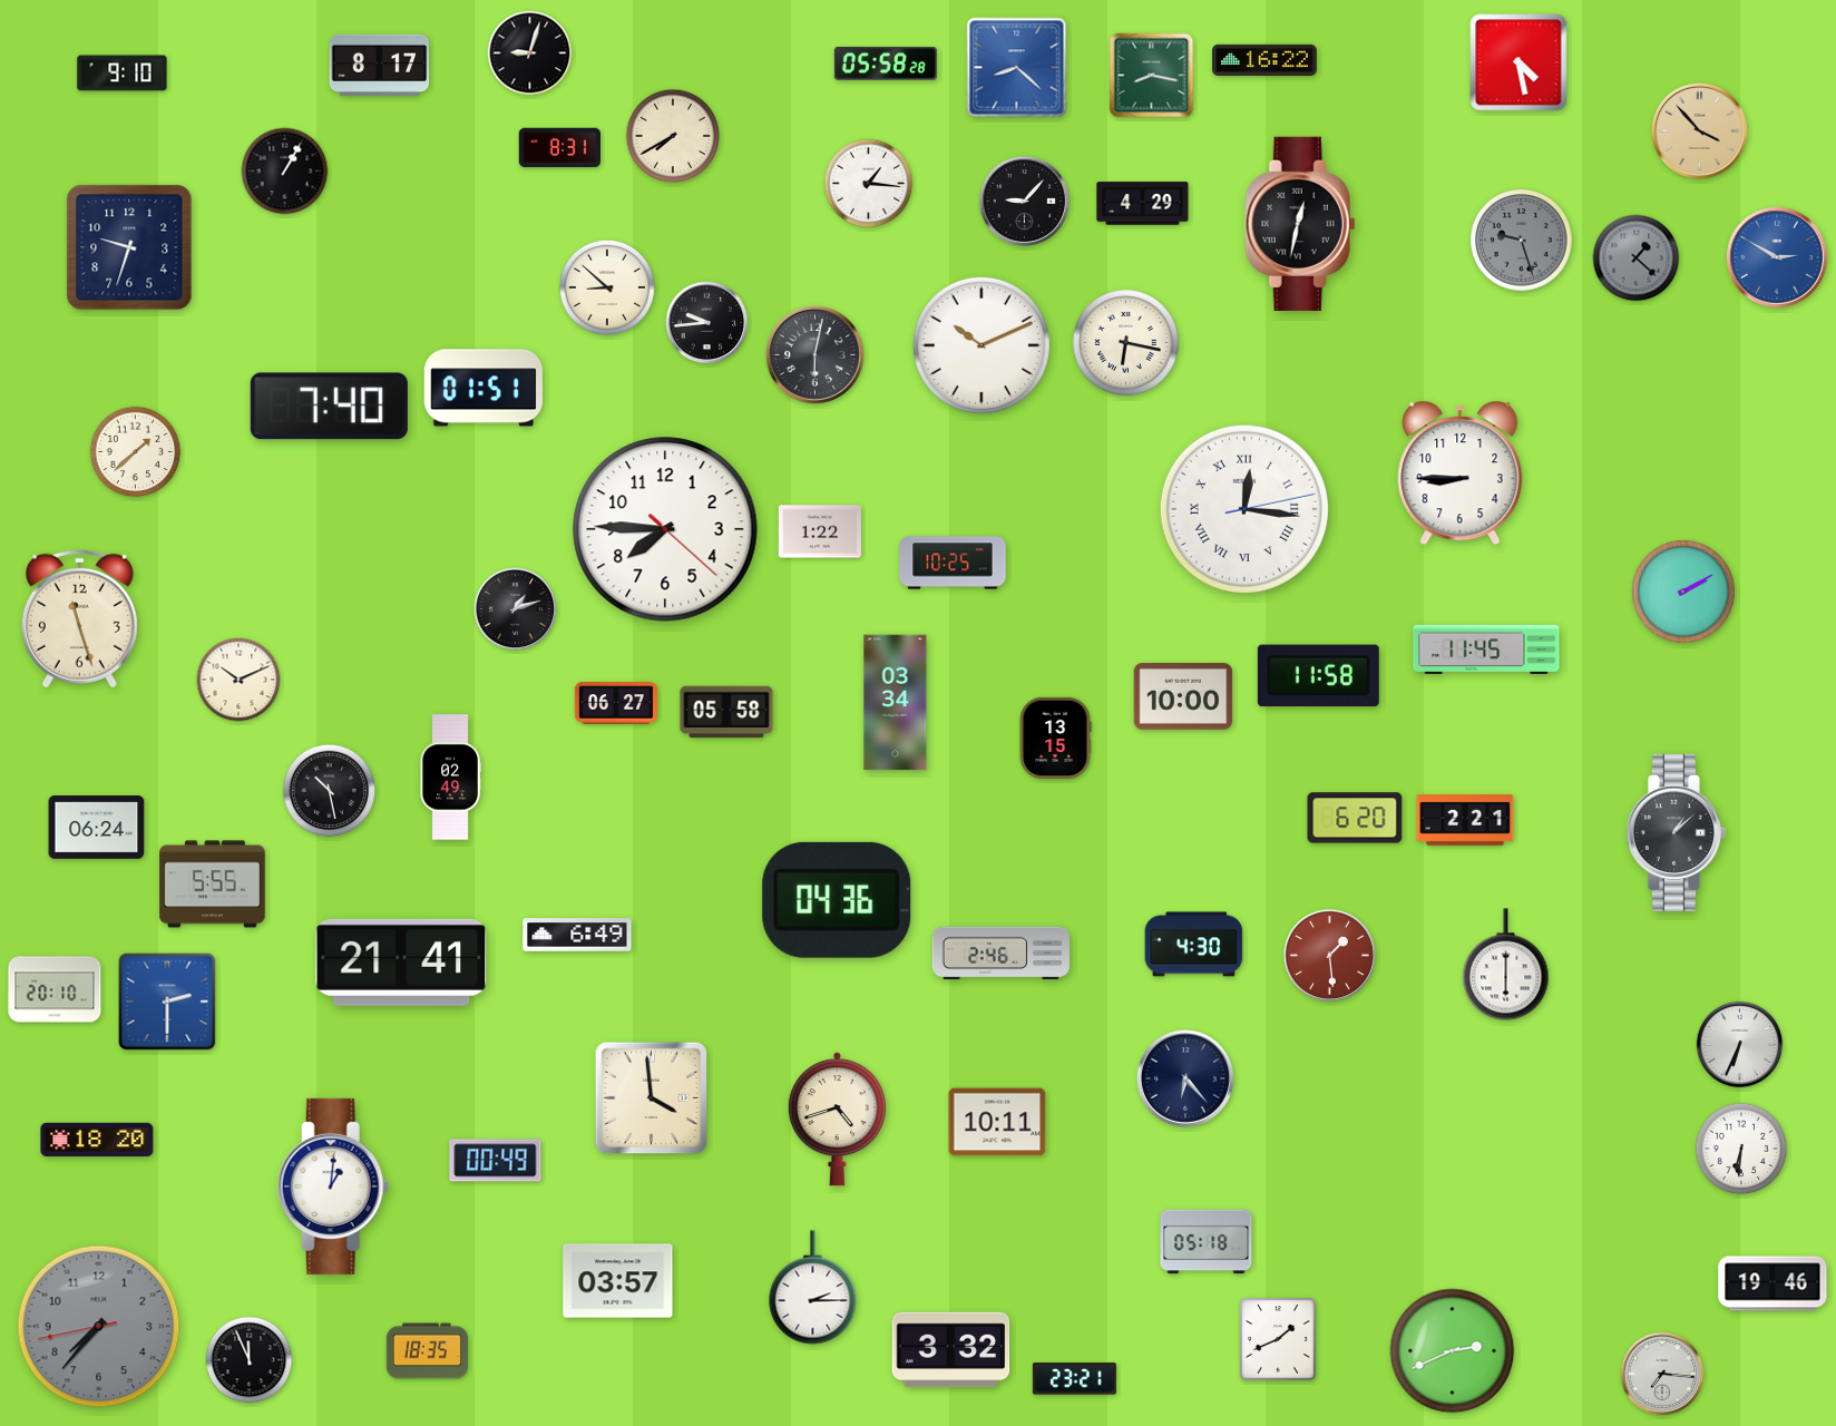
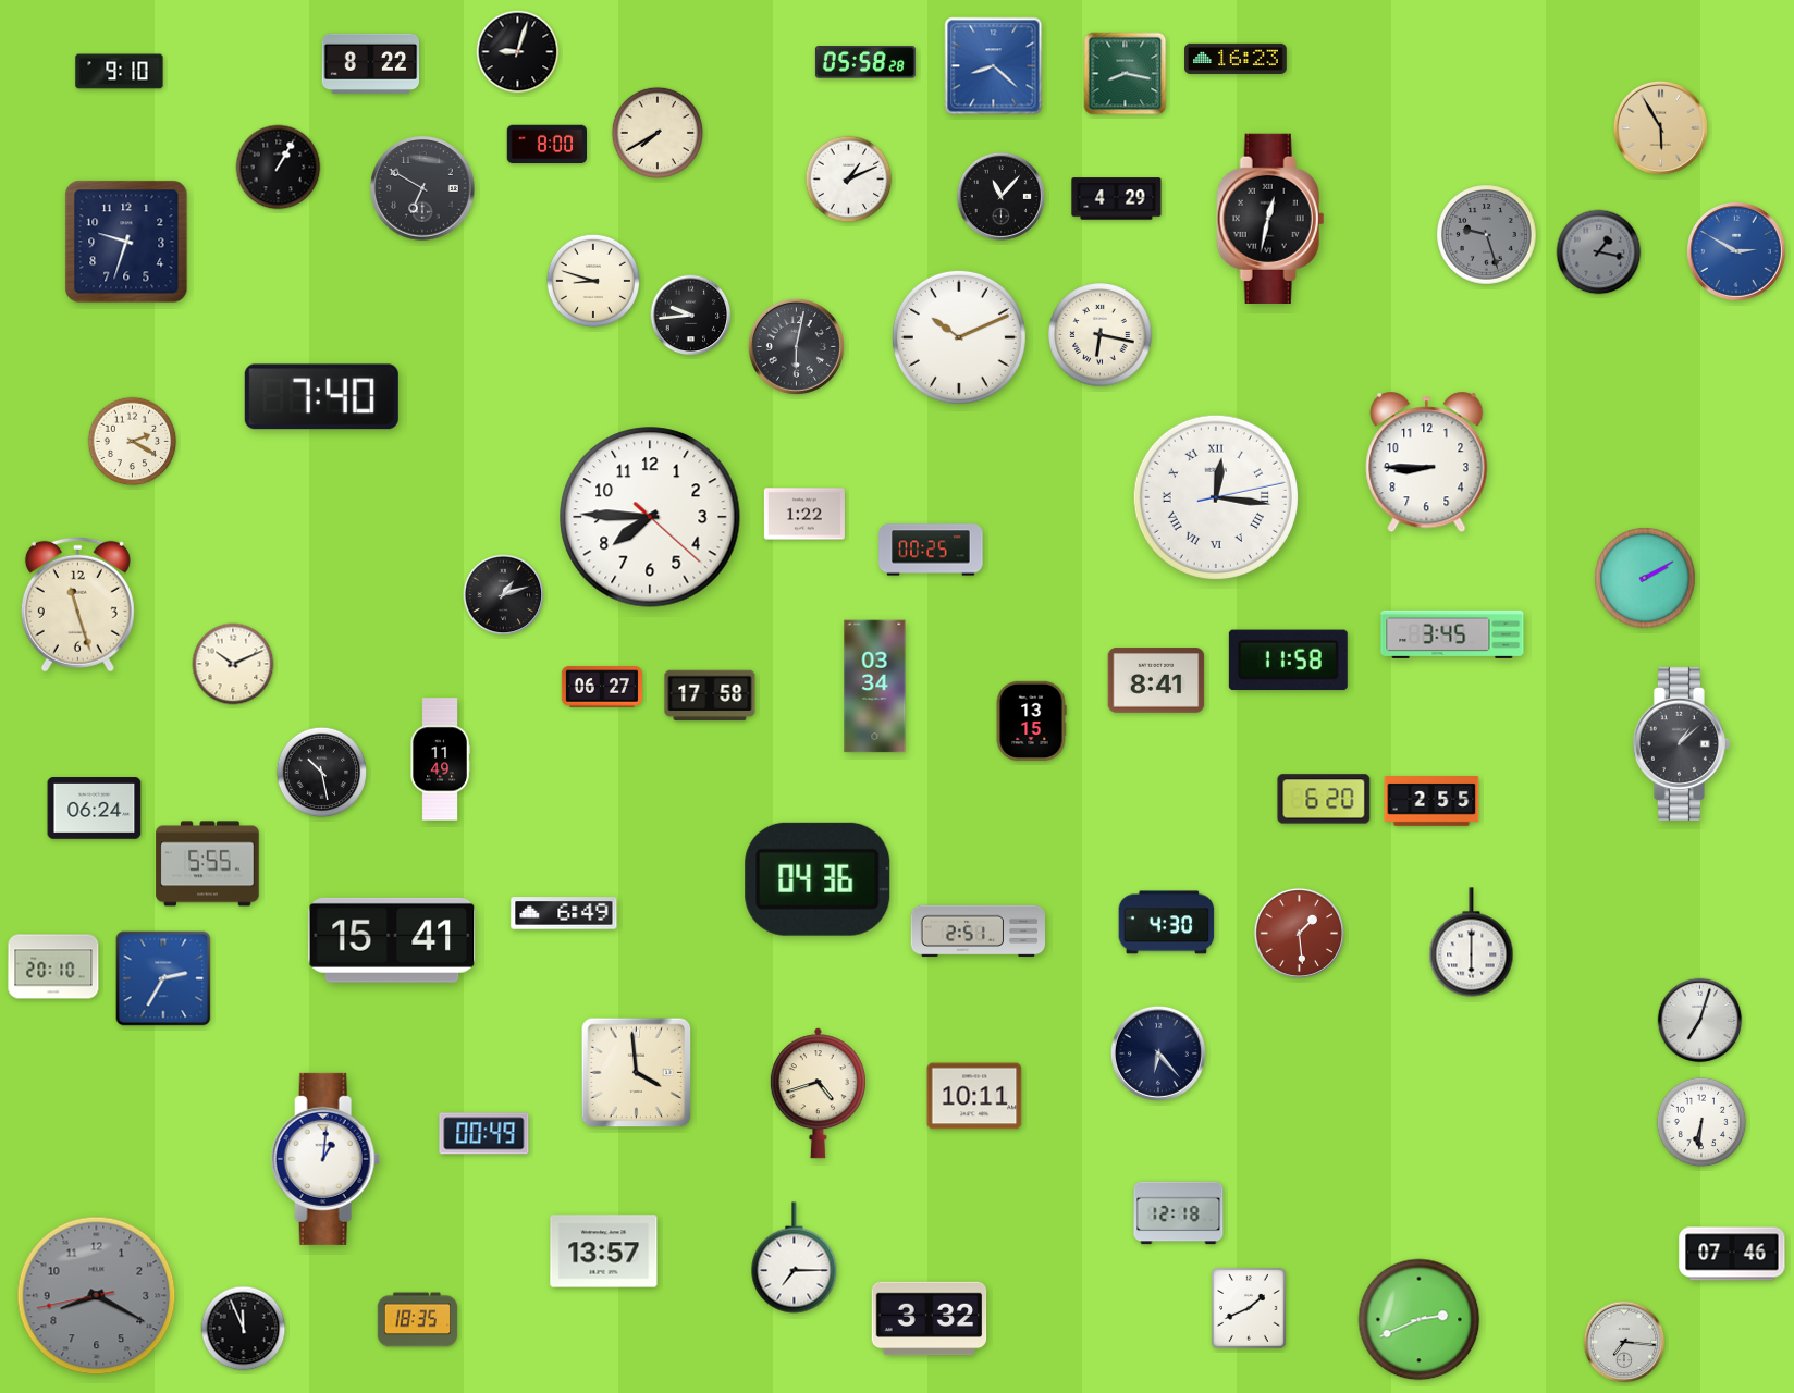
clock at (1264, 60): 16:22 -> 16:23
clock at (1518, 62): 4:28 -> none
clock at (380, 65): 8:17 -> 8:22
clock at (1699, 130): 3:53 -> 5:55
clock at (559, 148): 8:31 -> 8:00
clock at (869, 184): 1:16 -> 1:11
clock at (422, 188): none -> 6:50
clock at (1024, 201): 9:07 -> 11:07
clock at (1637, 258): 1:22 -> 1:17
clock at (607, 287): 8:52 -> 8:48
clock at (484, 388): 01:51 -> none
clock at (136, 452): 1:38 -> 2:20
clock at (820, 531) position: (820, 531) -> (804, 514)
clock at (953, 563): 10:25 -> 00:25
clock at (1486, 649): 11:45 -> 3:45
clock at (1183, 696): 10:00 -> 8:41
clock at (726, 712): 05:58 -> 17:58
clock at (450, 778): 02:49 -> 11:49
clock at (1465, 820): 2:21 -> 2:55
clock at (1676, 832) position: (1676, 832) -> (1681, 743)
clock at (1000, 954): 2:46 -> 2:51
clock at (401, 963): 21:41 -> 15:41
clock at (167, 1002): 2:30 -> 2:35
clock at (1740, 1045): 6:34 -> 7:03
clock at (97, 1140): 18:20 -> none
clock at (1207, 1242): 05:18 -> 12:18
clock at (618, 1281): 03:57 -> 13:57
clock at (1772, 1283): 19:46 -> 07:46
clock at (813, 1288): 2:15 -> 7:15
clock at (99, 1327): 7:36 -> 8:19
clock at (1074, 1379): 23:21 -> none
